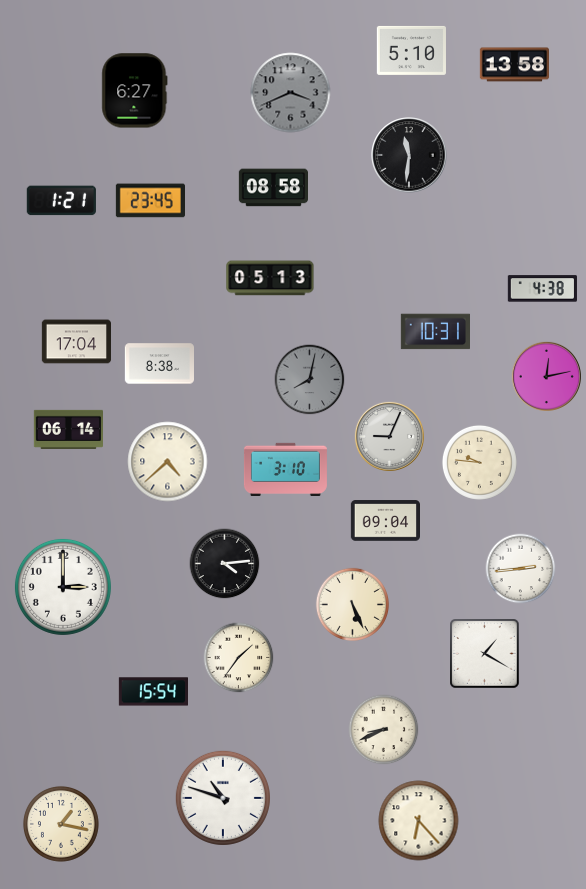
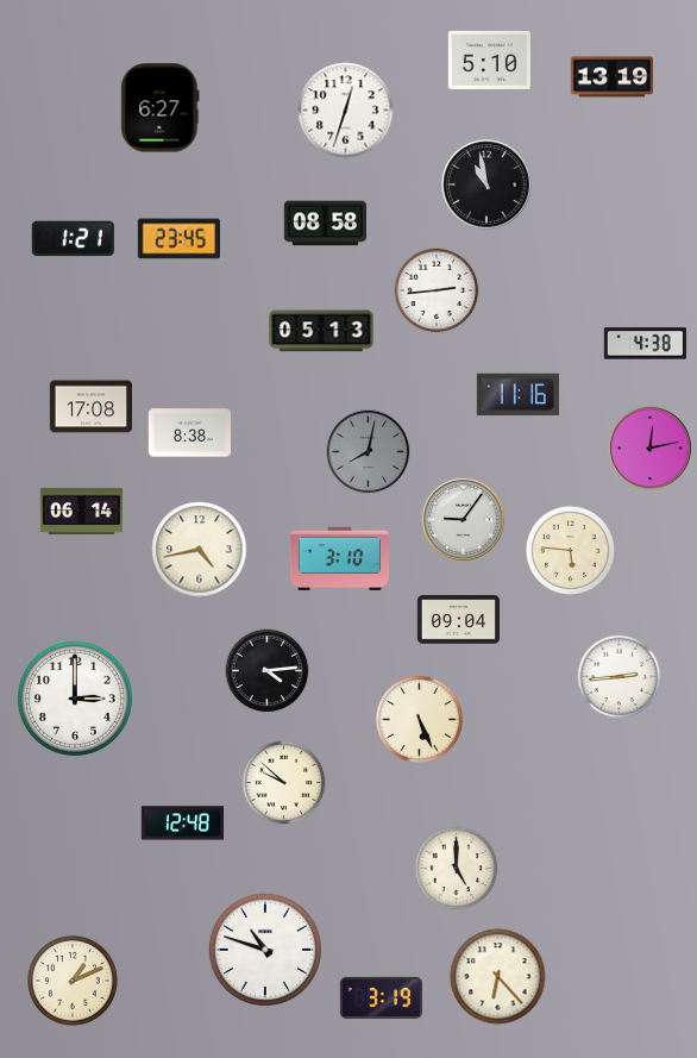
clock at (514, 65): 13:58 -> 13:19
clock at (291, 93): 3:41 -> 12:33
clock at (291, 93) dial: grey -> white
clock at (409, 155): 11:31 -> 10:58
clock at (437, 290): none -> 2:44
clock at (435, 332): 10:31 -> 11:16
clock at (76, 342): 17:04 -> 17:08
clock at (389, 436): 9:04 -> 9:06
clock at (168, 462): 4:38 -> 4:43
clock at (479, 462): 9:46 -> 5:46
clock at (485, 654): 1:20 -> none
clock at (239, 658): 1:36 -> 9:52
clock at (153, 692): 15:54 -> 12:48
clock at (384, 730): 8:41 -> 5:00
clock at (61, 824): 1:17 -> 1:11
clock at (381, 997): none -> 3:19
